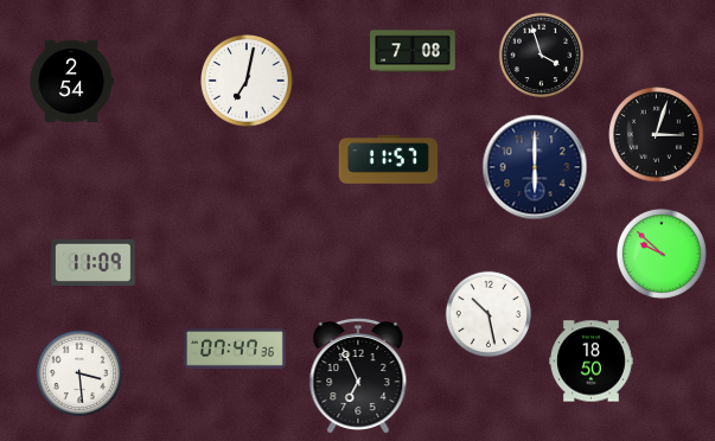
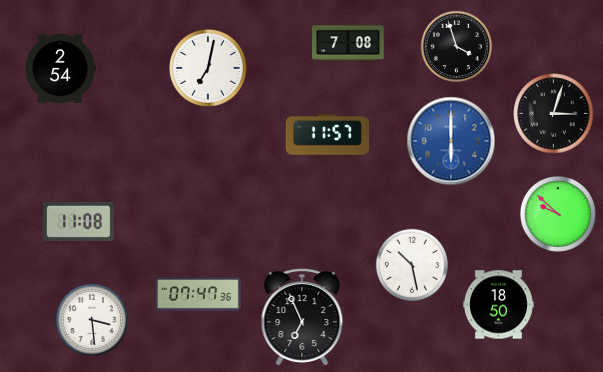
clock at (535, 167) dial: navy -> blue
clock at (94, 262): 11:09 -> 11:08
clock at (79, 373) position: (79, 373) -> (92, 320)
